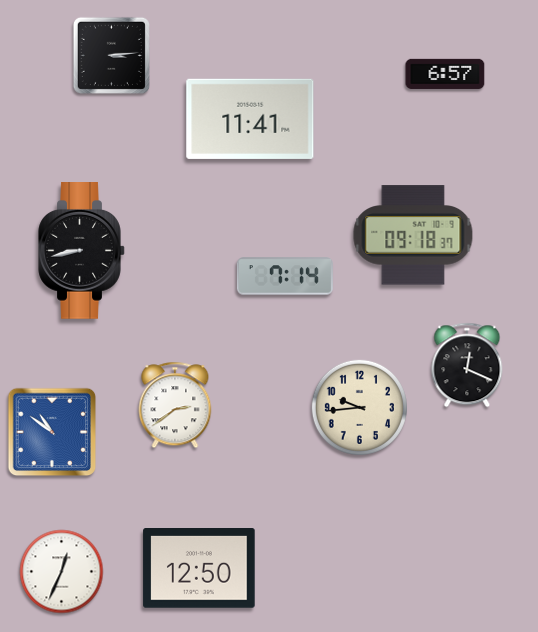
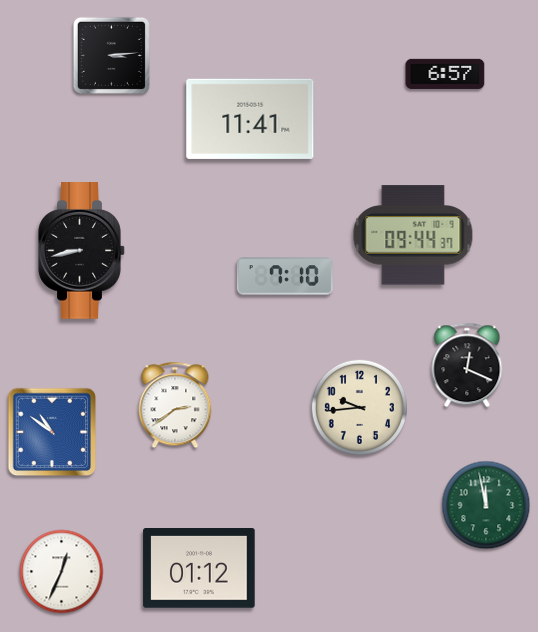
clock at (413, 235): 09:18 -> 09:44
clock at (285, 276): 7:14 -> 7:10
clock at (486, 505): none -> 11:58
clock at (199, 569): 12:50 -> 01:12
